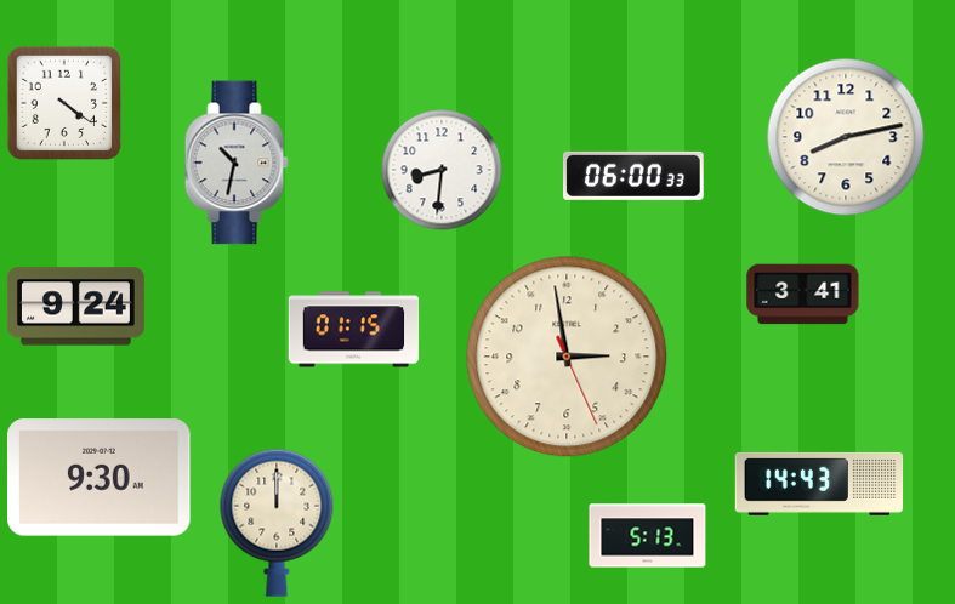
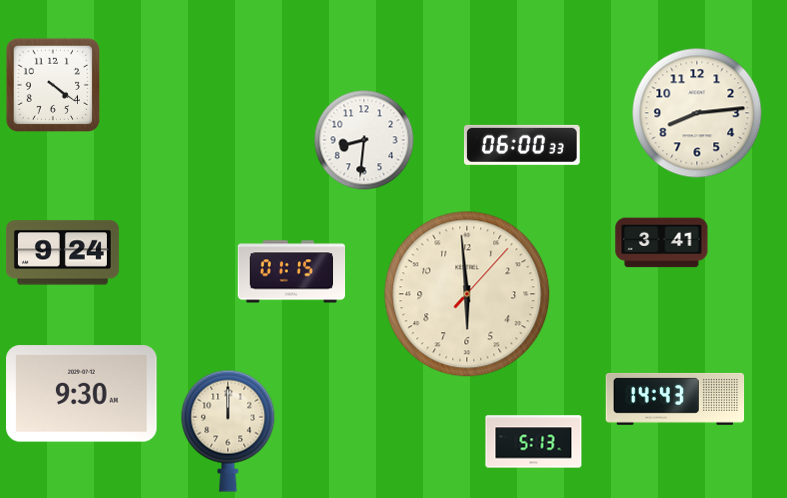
clock at (846, 137): 8:13 -> 8:14
clock at (237, 163): 10:32 -> none
clock at (567, 357): 2:58 -> 5:59
